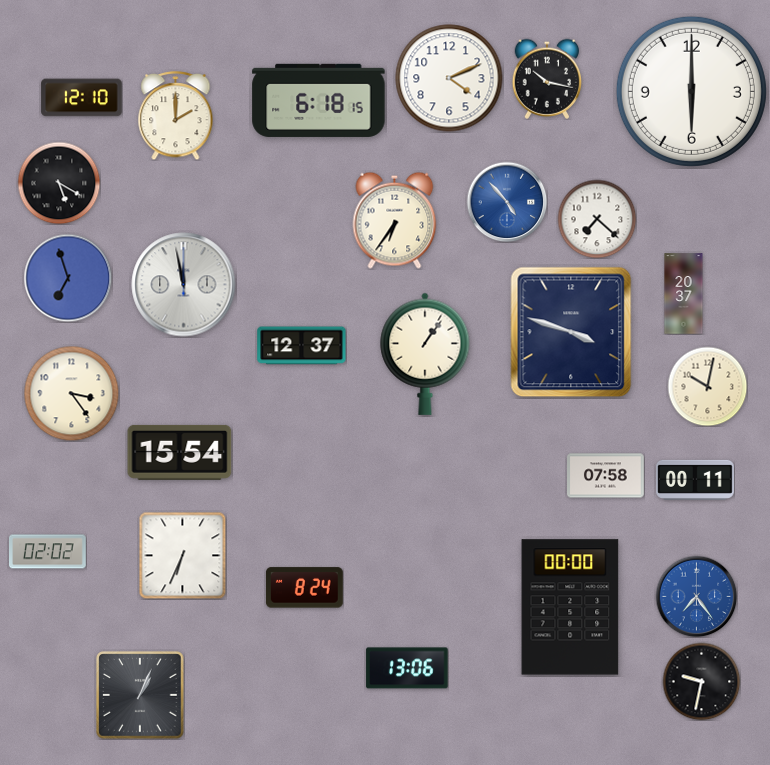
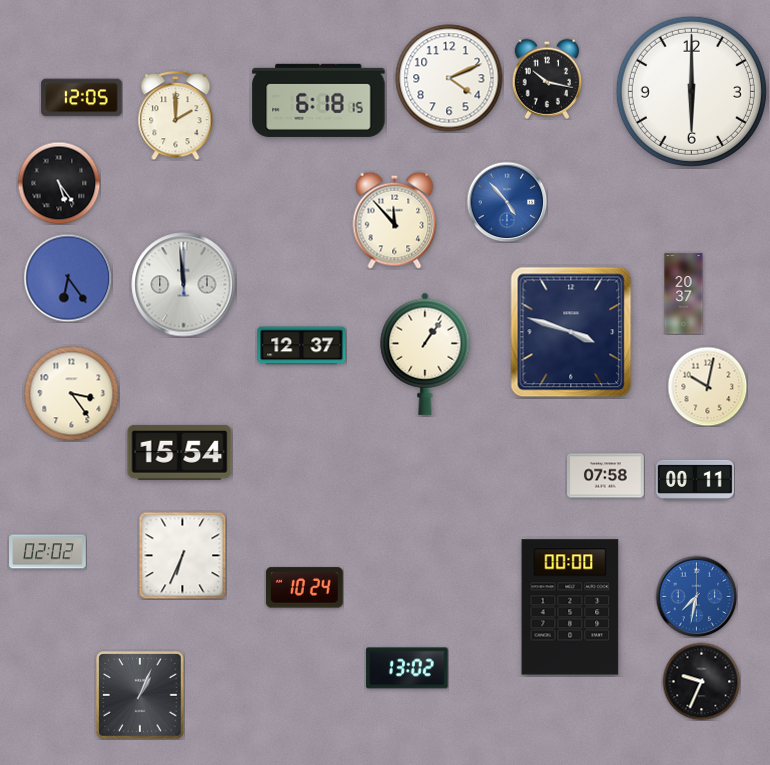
clock at (82, 98): 12:10 -> 12:05
clock at (59, 183): 5:20 -> 5:24
clock at (597, 219): 7:22 -> none
clock at (395, 220): 6:36 -> 11:53
clock at (68, 278): 6:57 -> 6:24
clock at (184, 285): 11:58 -> 11:59
clock at (304, 588): 8:24 -> 10:24
clock at (696, 596): 7:24 -> 7:32
clock at (407, 668): 13:06 -> 13:02
clock at (701, 681): 9:32 -> 9:34
